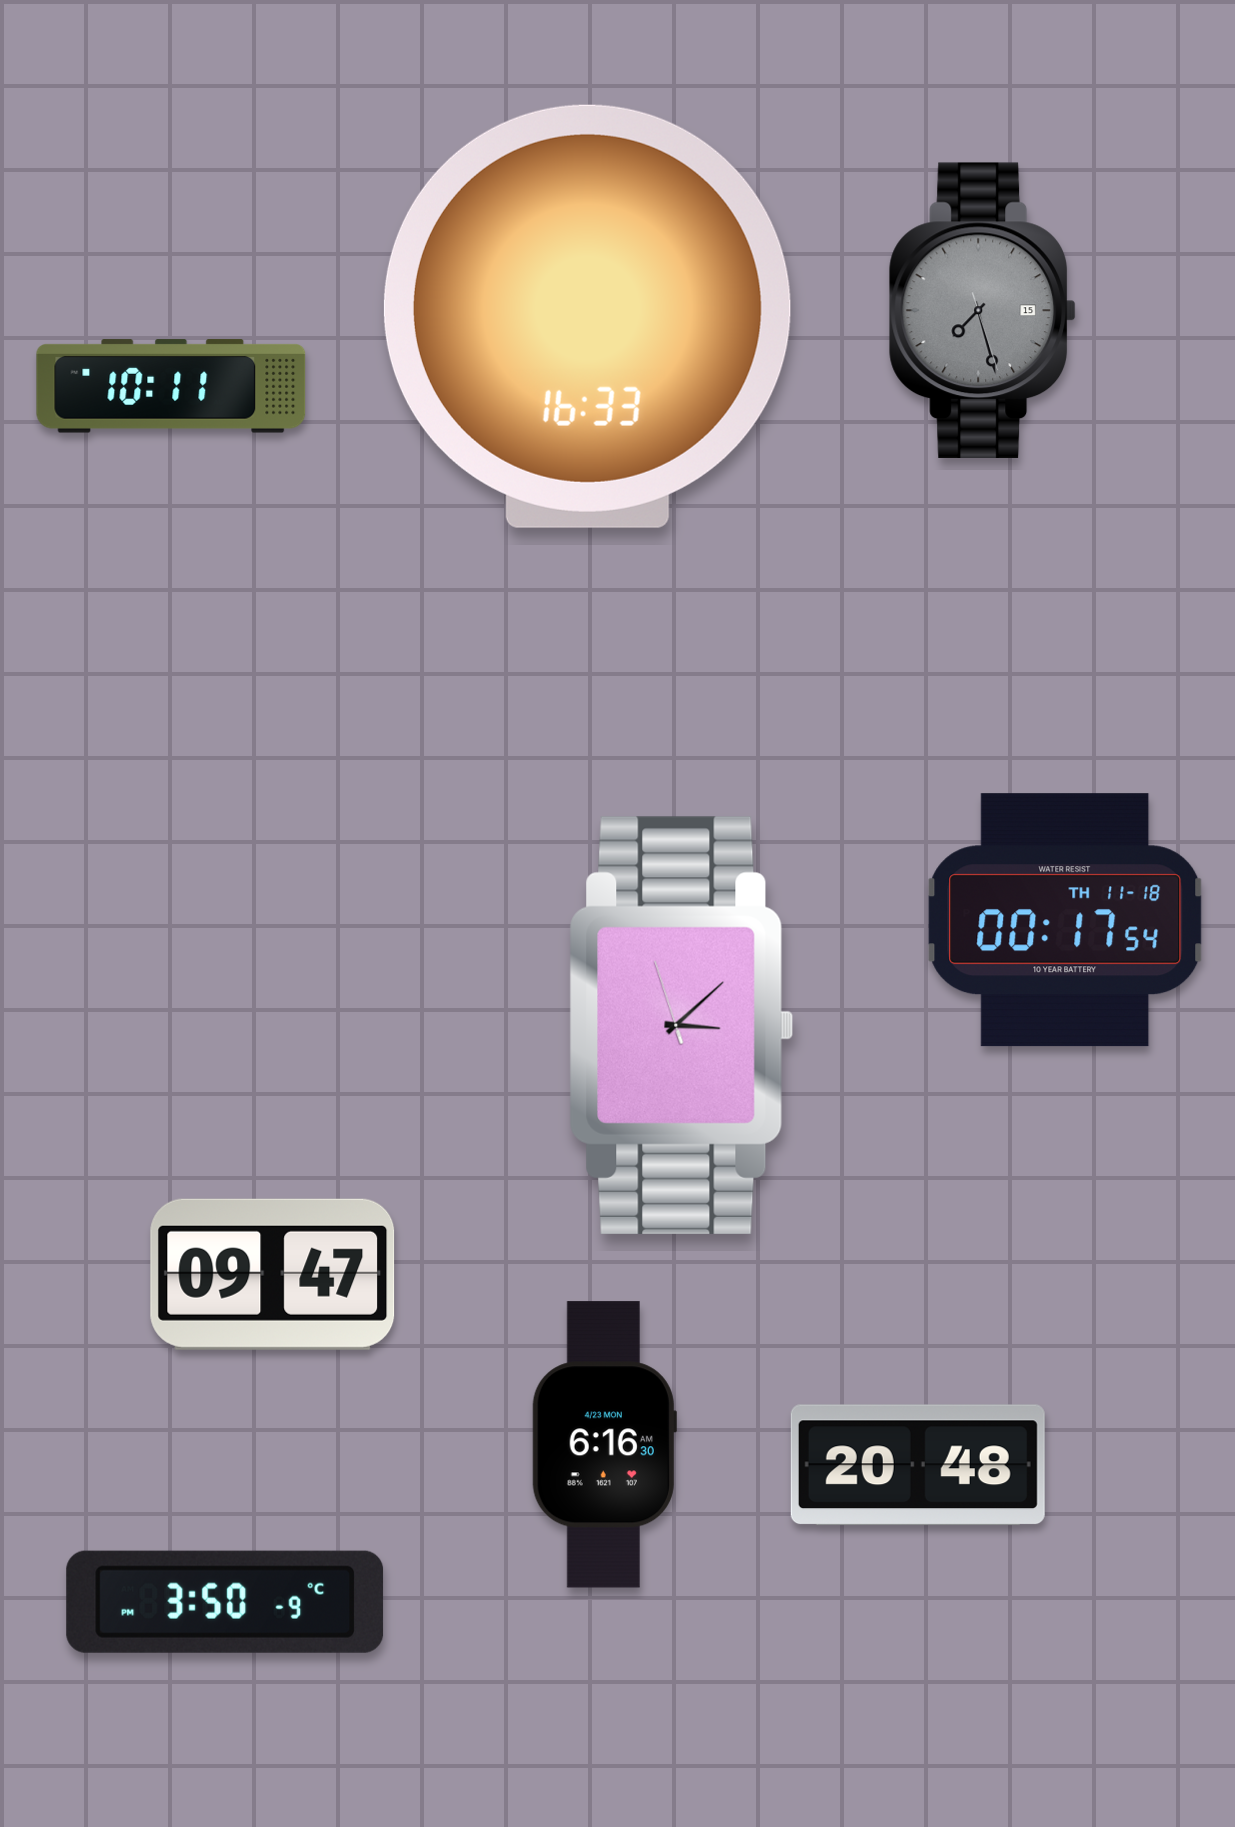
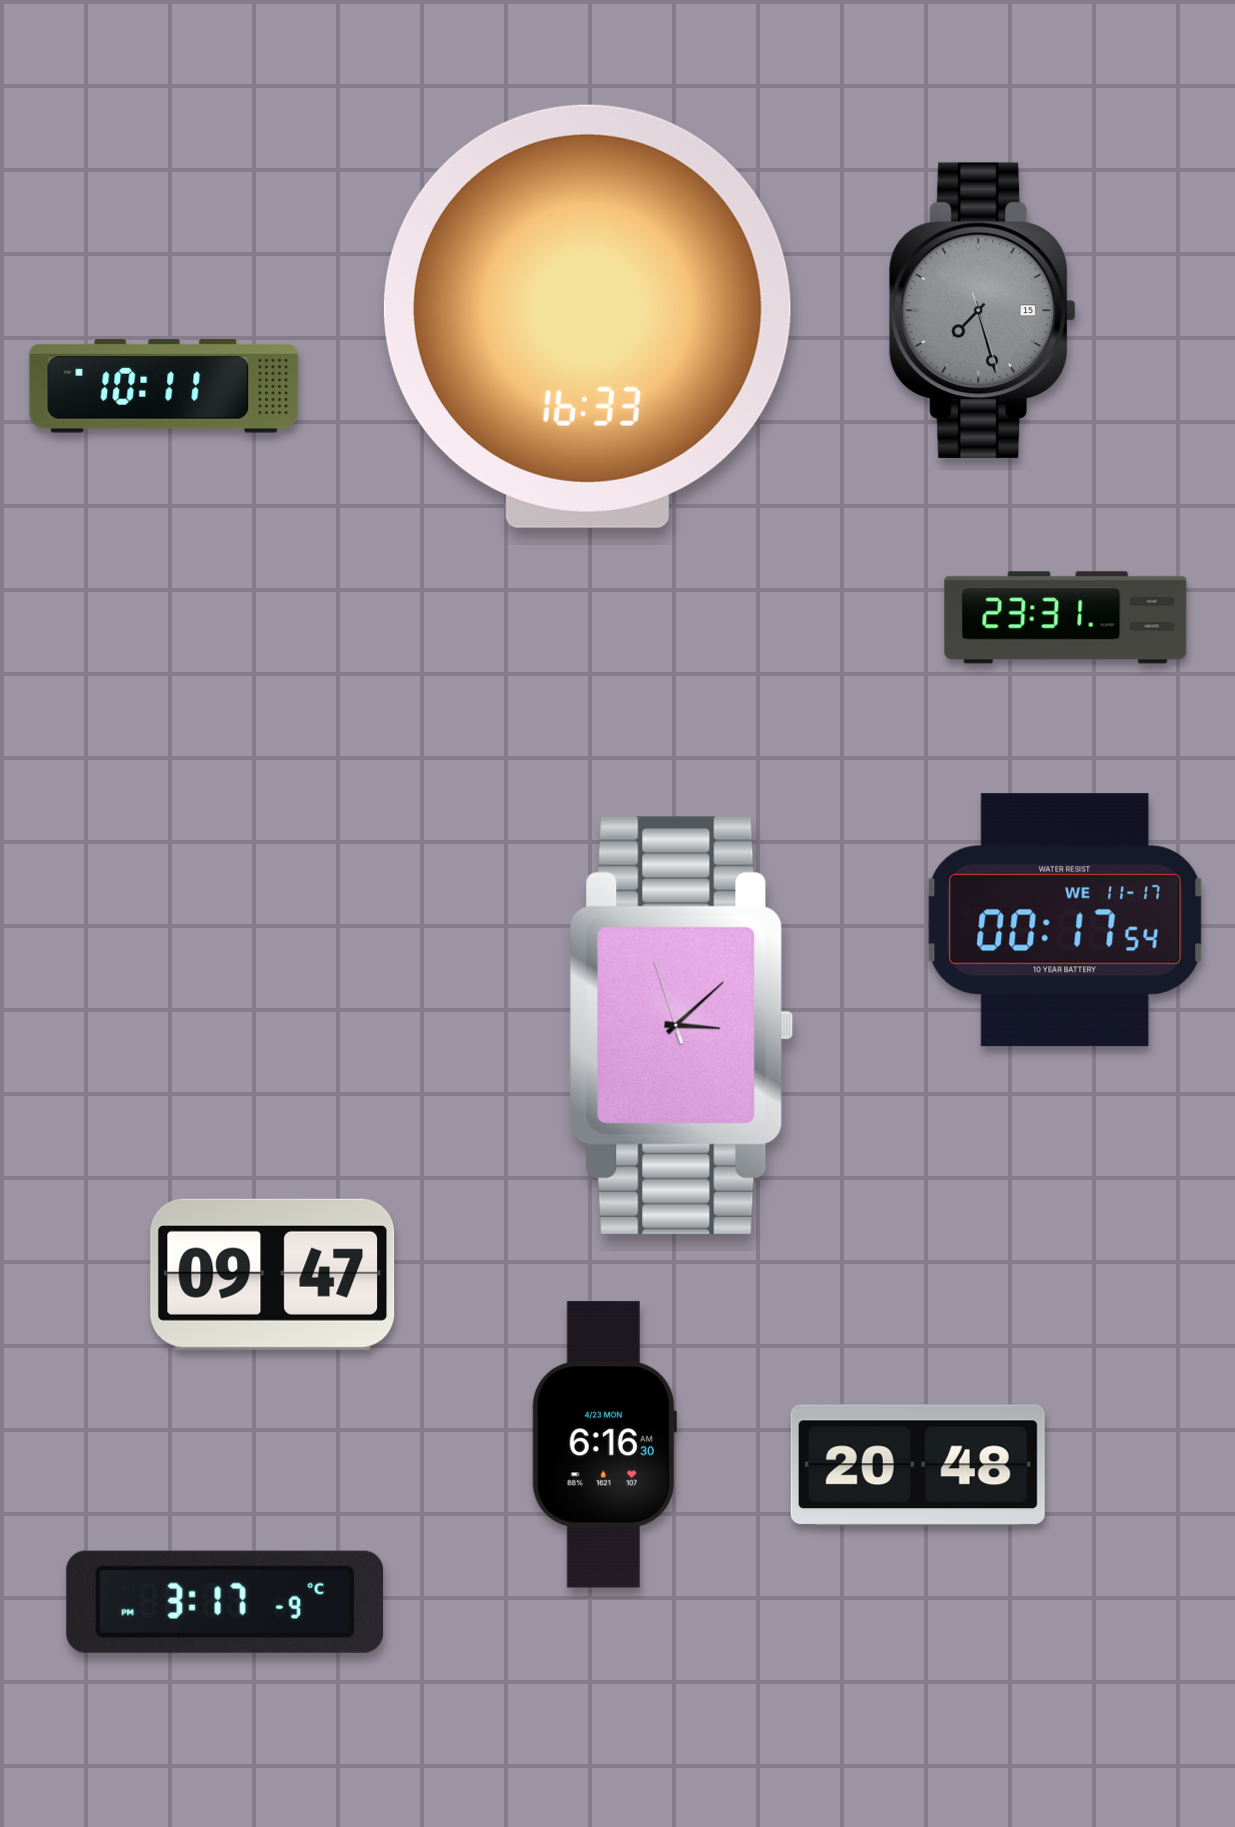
clock at (171, 386) position: (171, 386) -> (164, 386)
clock at (1066, 618): none -> 23:31
clock at (1065, 920) date: TH 11-18 -> WE 11-17
clock at (225, 1602): 3:50 -> 3:17
